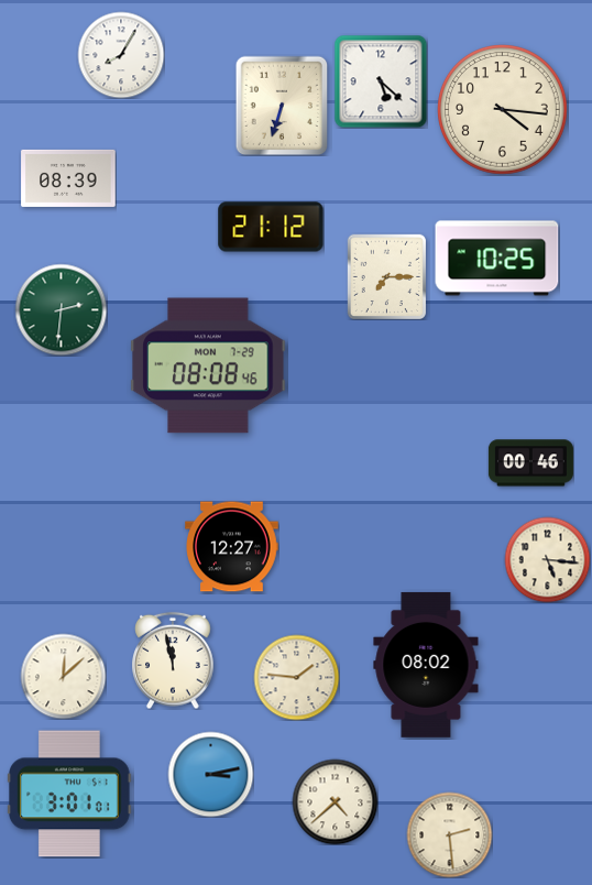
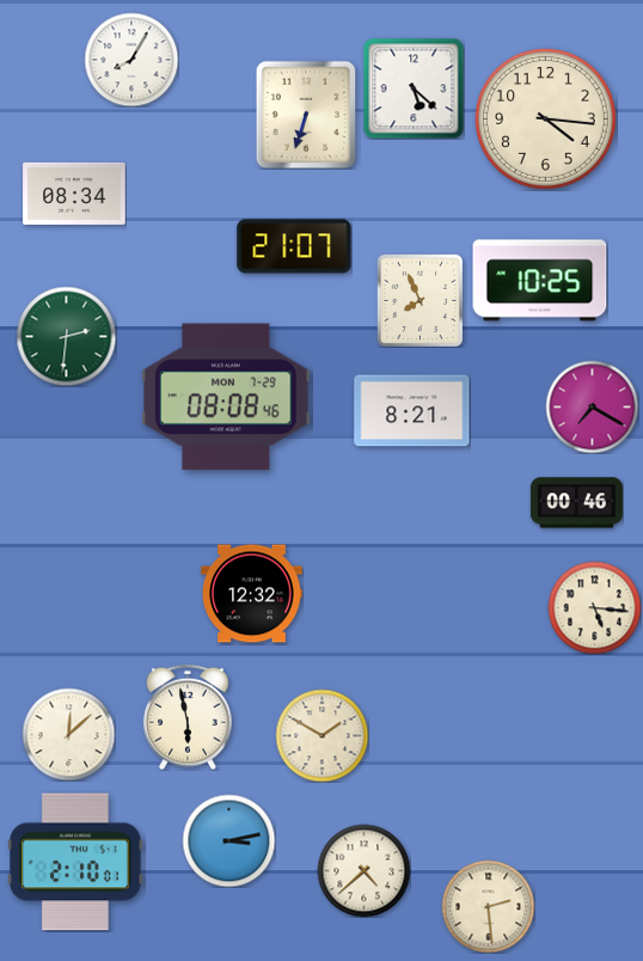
clock at (68, 178): 08:39 -> 08:34
clock at (271, 227): 21:12 -> 21:07
clock at (386, 276): 7:15 -> 7:56
clock at (592, 406): none -> 7:20
clock at (412, 411): none -> 8:21
clock at (232, 547): 12:27 -> 12:32
clock at (173, 660): 11:58 -> 5:58
clock at (426, 665): 08:02 -> none
clock at (296, 677): 1:46 -> 1:50
clock at (70, 794): 3:01 -> 2:10
